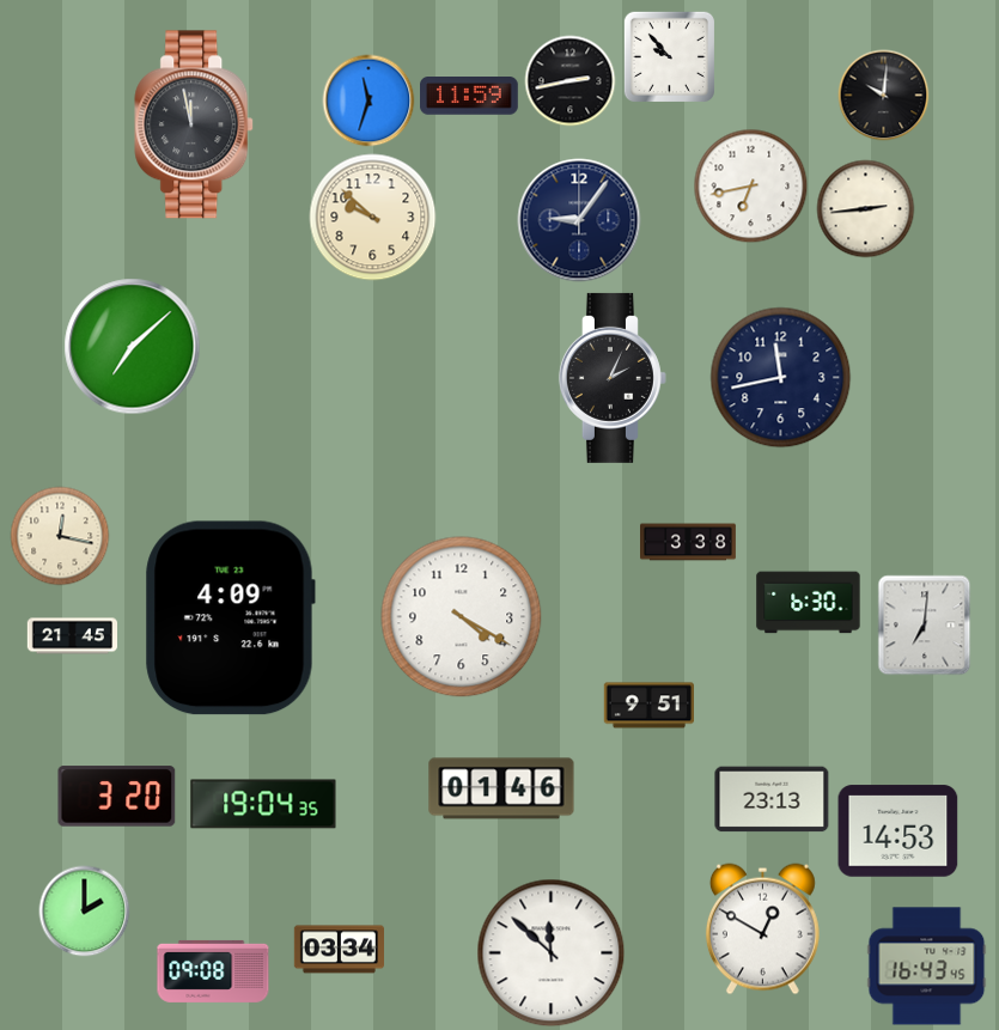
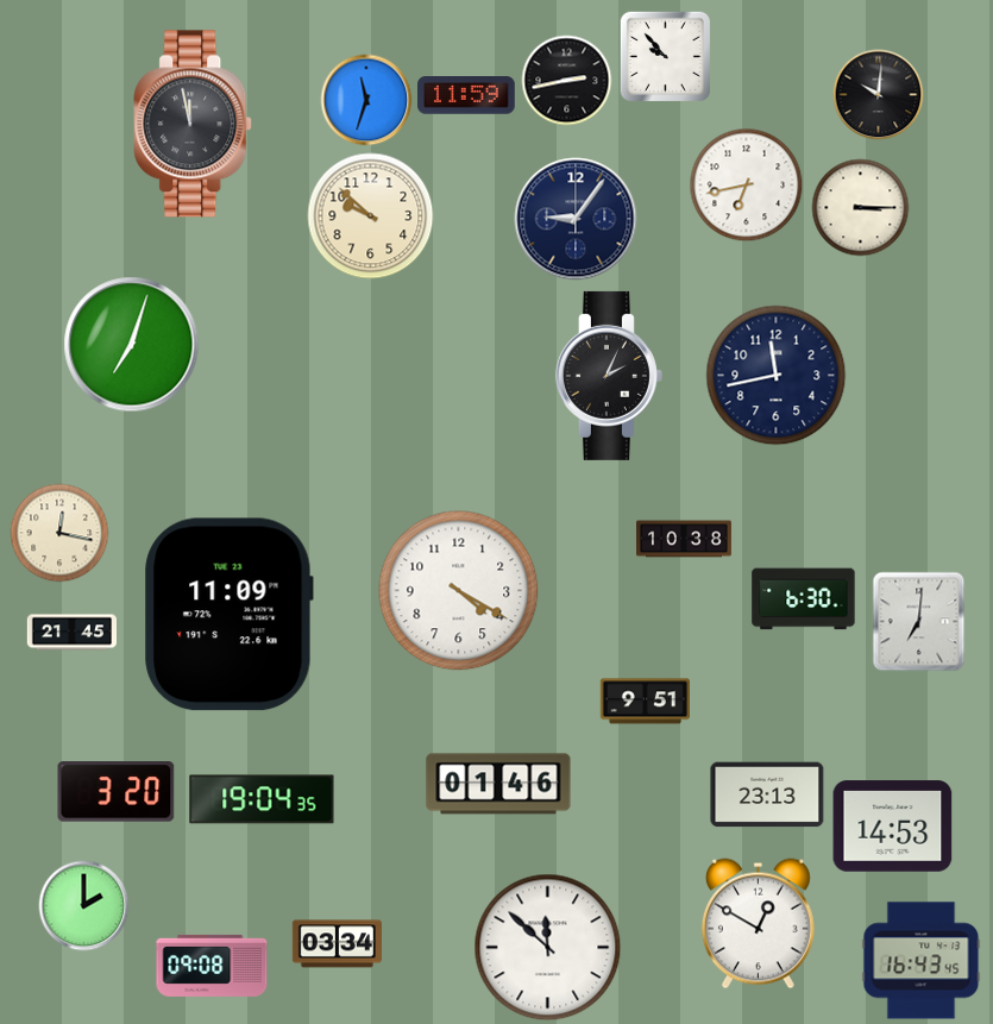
clock at (866, 209): 2:44 -> 3:15
clock at (133, 347): 7:08 -> 7:03
clock at (689, 542): 3:38 -> 10:38
clock at (462, 617) position: (462, 617) -> (459, 591)
clock at (230, 618): 4:09 -> 11:09
